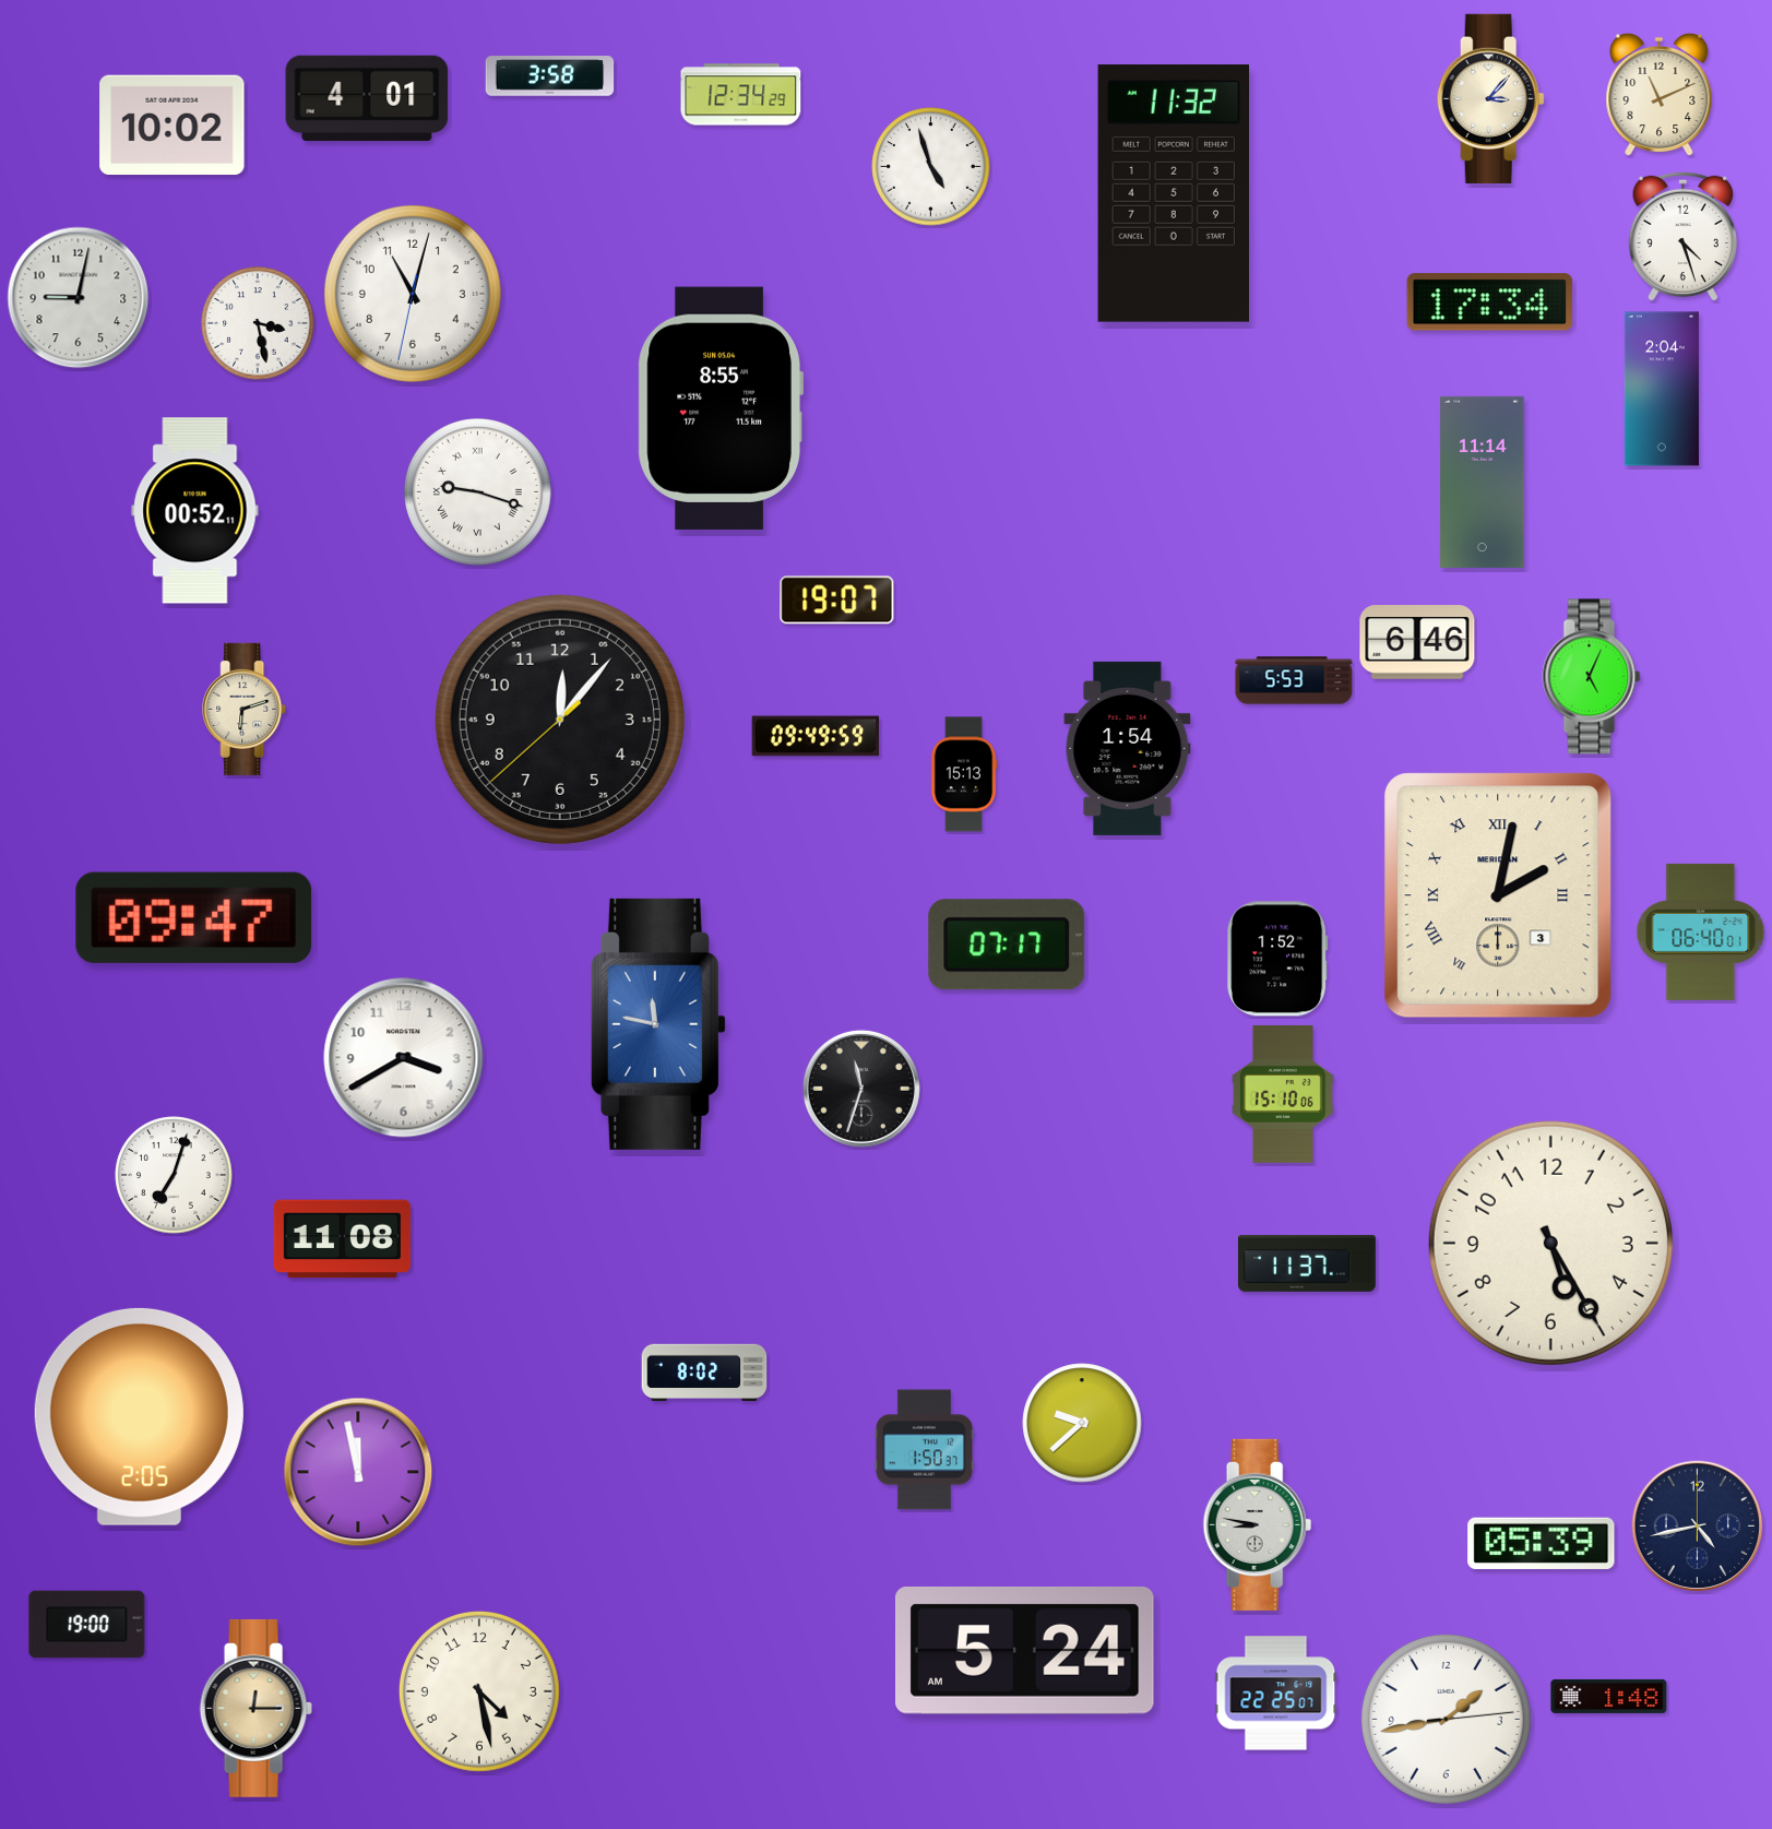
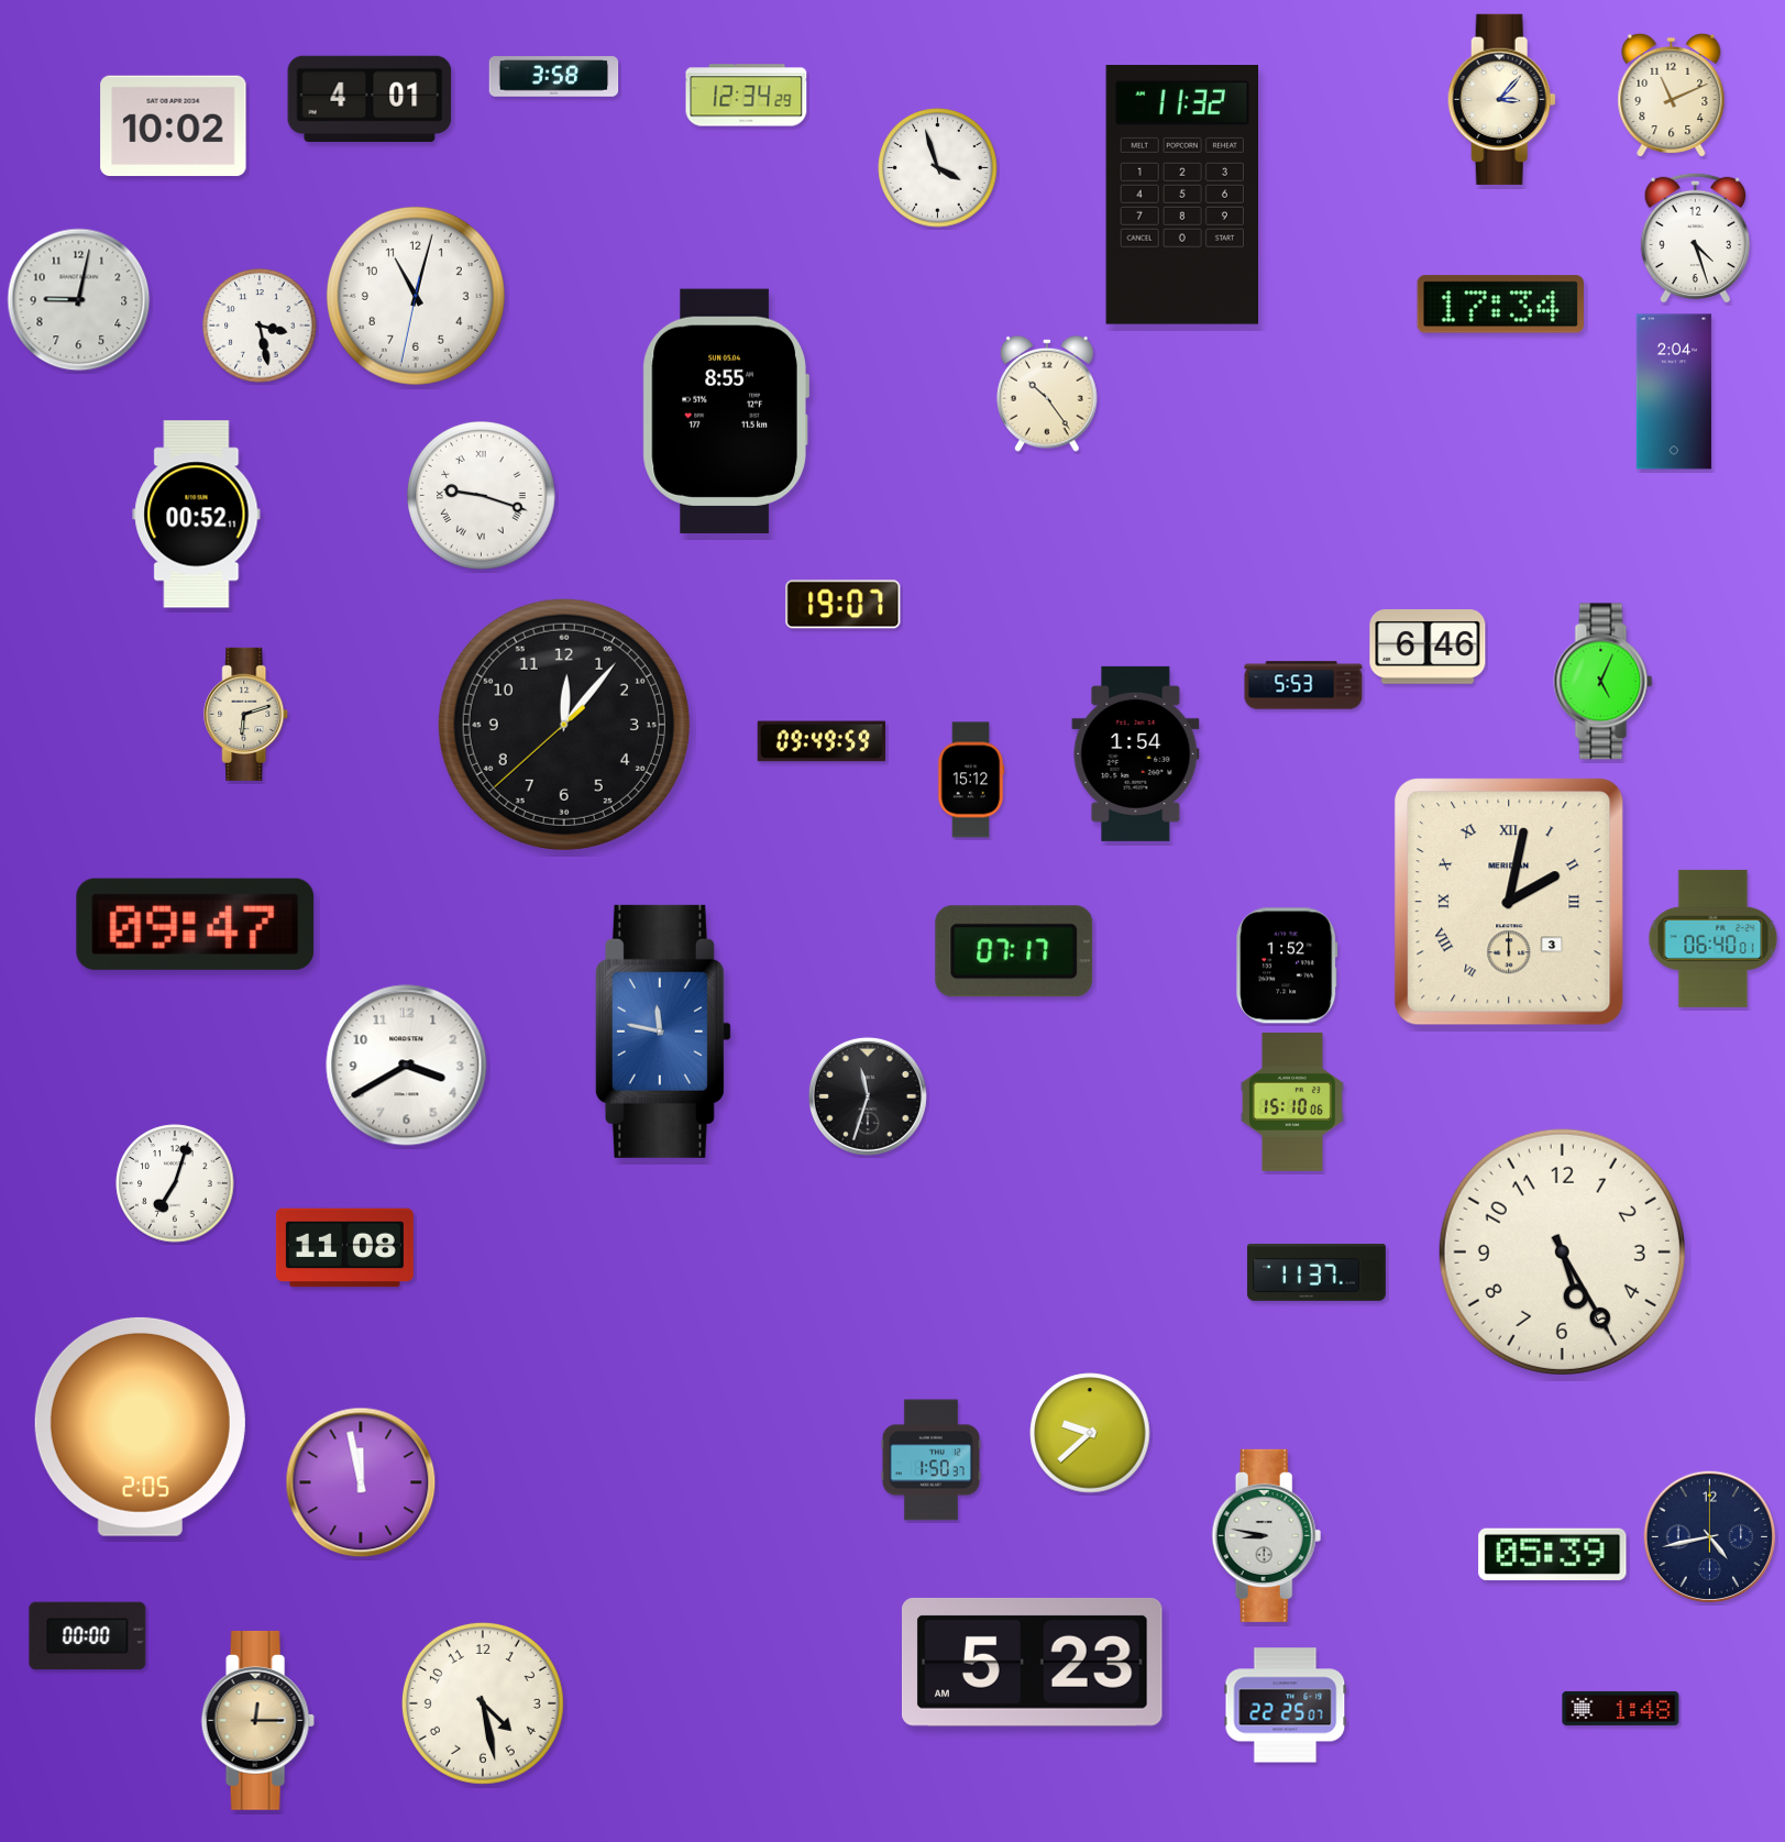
clock at (931, 167): 4:57 -> 3:57
clock at (1047, 394): none -> 10:24
clock at (1483, 482): 11:14 -> none
clock at (964, 774): 15:13 -> 15:12
clock at (704, 1373): 8:02 -> none
clock at (87, 1625): 19:00 -> 00:00
clock at (1025, 1650): 5:24 -> 5:23
clock at (1446, 1719): 1:43 -> none
